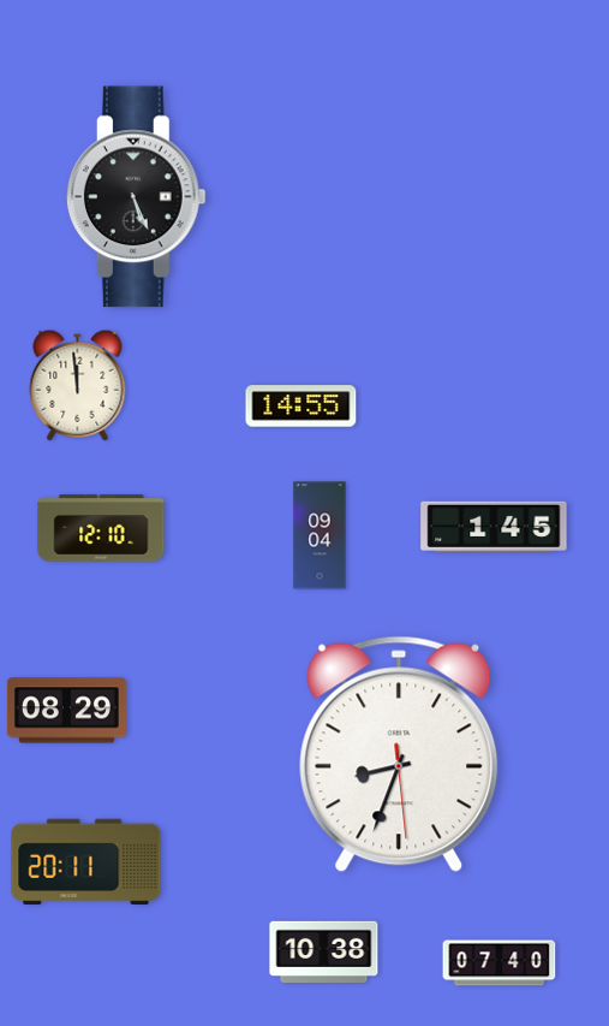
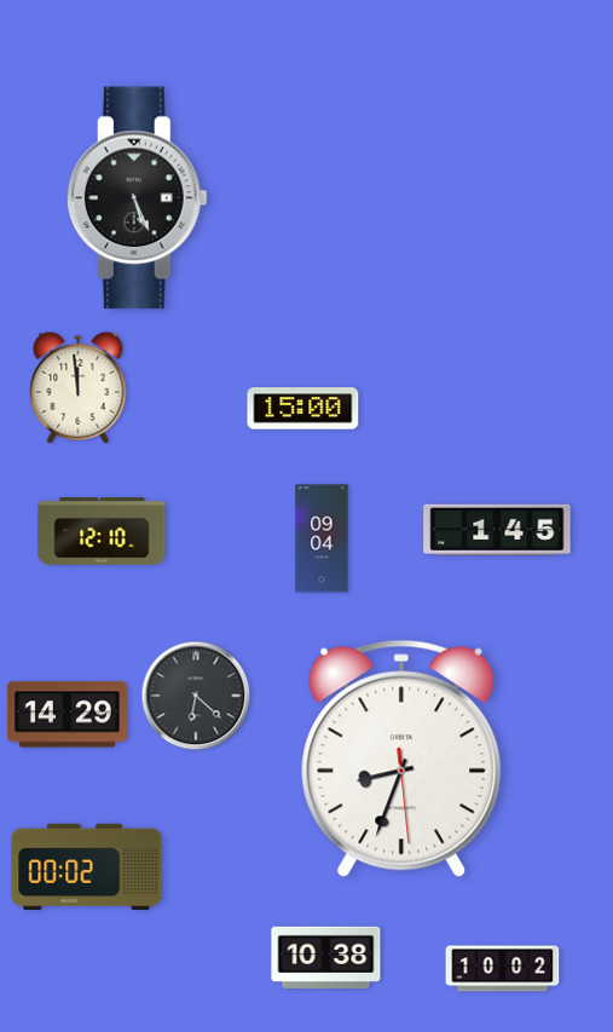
clock at (301, 407): 14:55 -> 15:00
clock at (196, 696): none -> 6:22
clock at (66, 711): 08:29 -> 14:29
clock at (86, 861): 20:11 -> 00:02
clock at (500, 963): 07:40 -> 10:02
